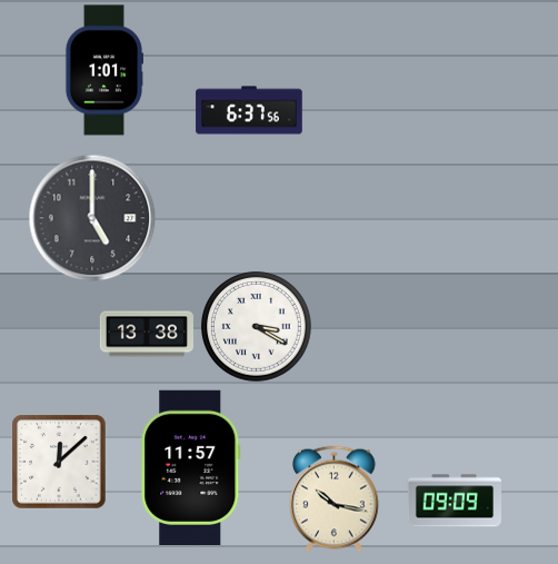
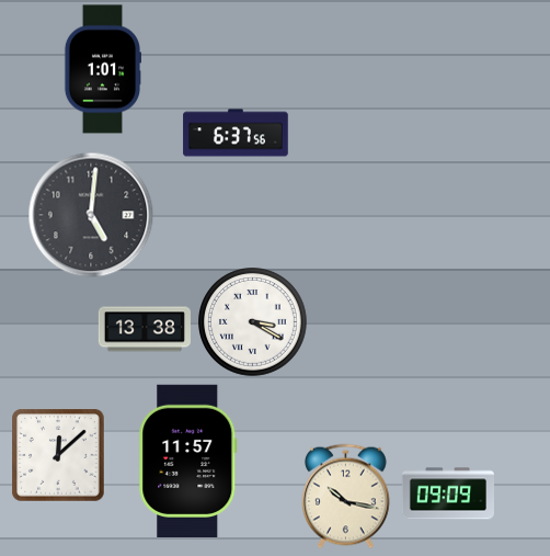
clock at (249, 110) position: (249, 110) -> (236, 133)
clock at (92, 218): 5:00 -> 5:01
clock at (335, 498) position: (335, 498) -> (346, 496)
